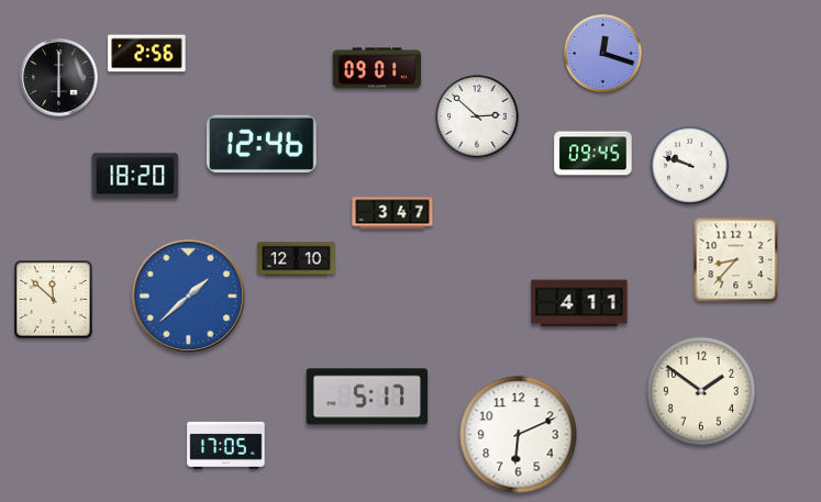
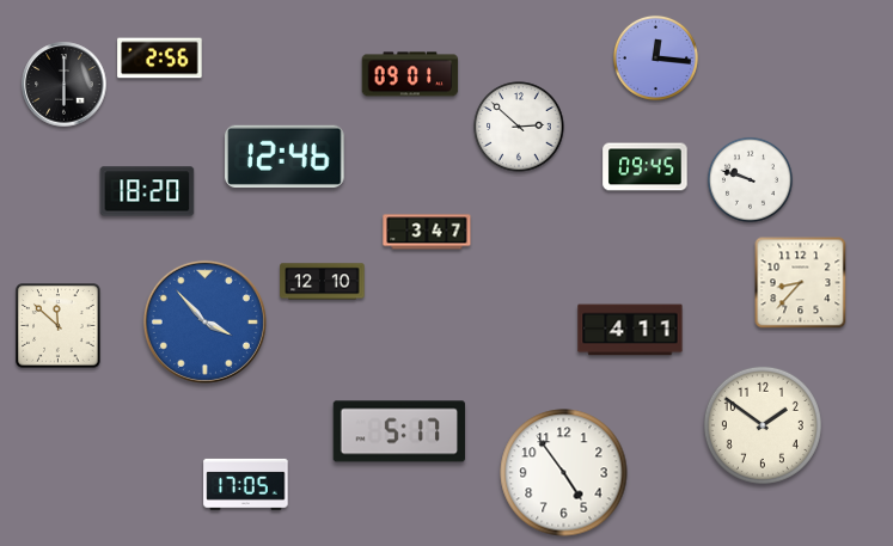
clock at (602, 53): 12:18 -> 12:16
clock at (188, 295): 1:38 -> 3:53
clock at (519, 435): 6:11 -> 4:54
